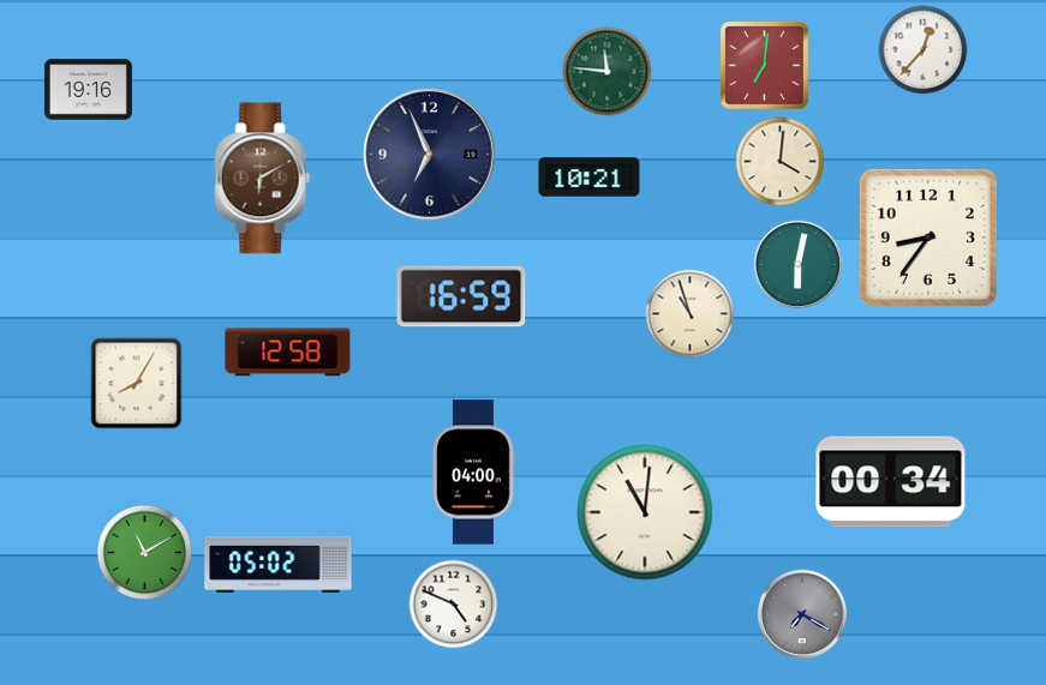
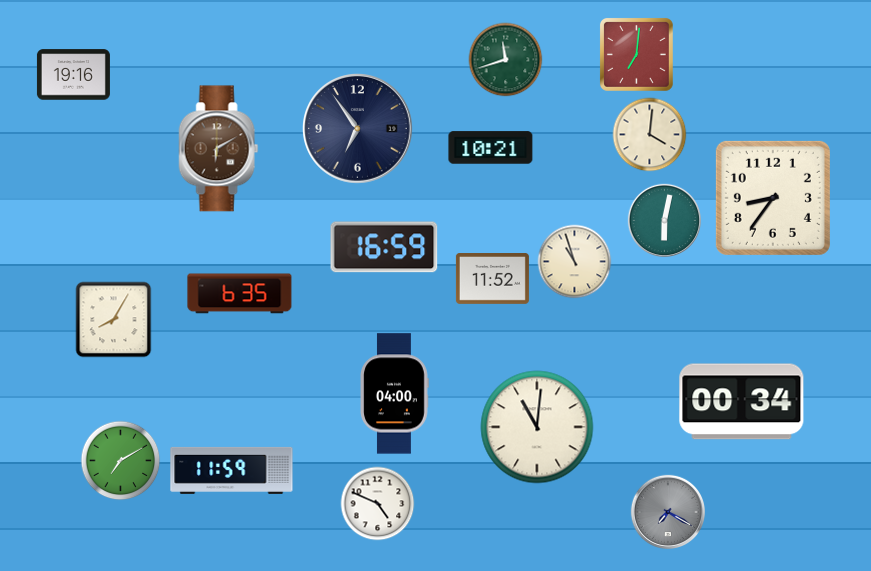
clock at (924, 50): 12:37 -> none
clock at (608, 72): 11:46 -> 11:42
clock at (430, 155): 6:56 -> 6:54
clock at (492, 279): none -> 11:52
clock at (288, 353): 12:58 -> 6:35
clock at (145, 553): 11:10 -> 7:10
clock at (279, 564): 05:02 -> 11:59
